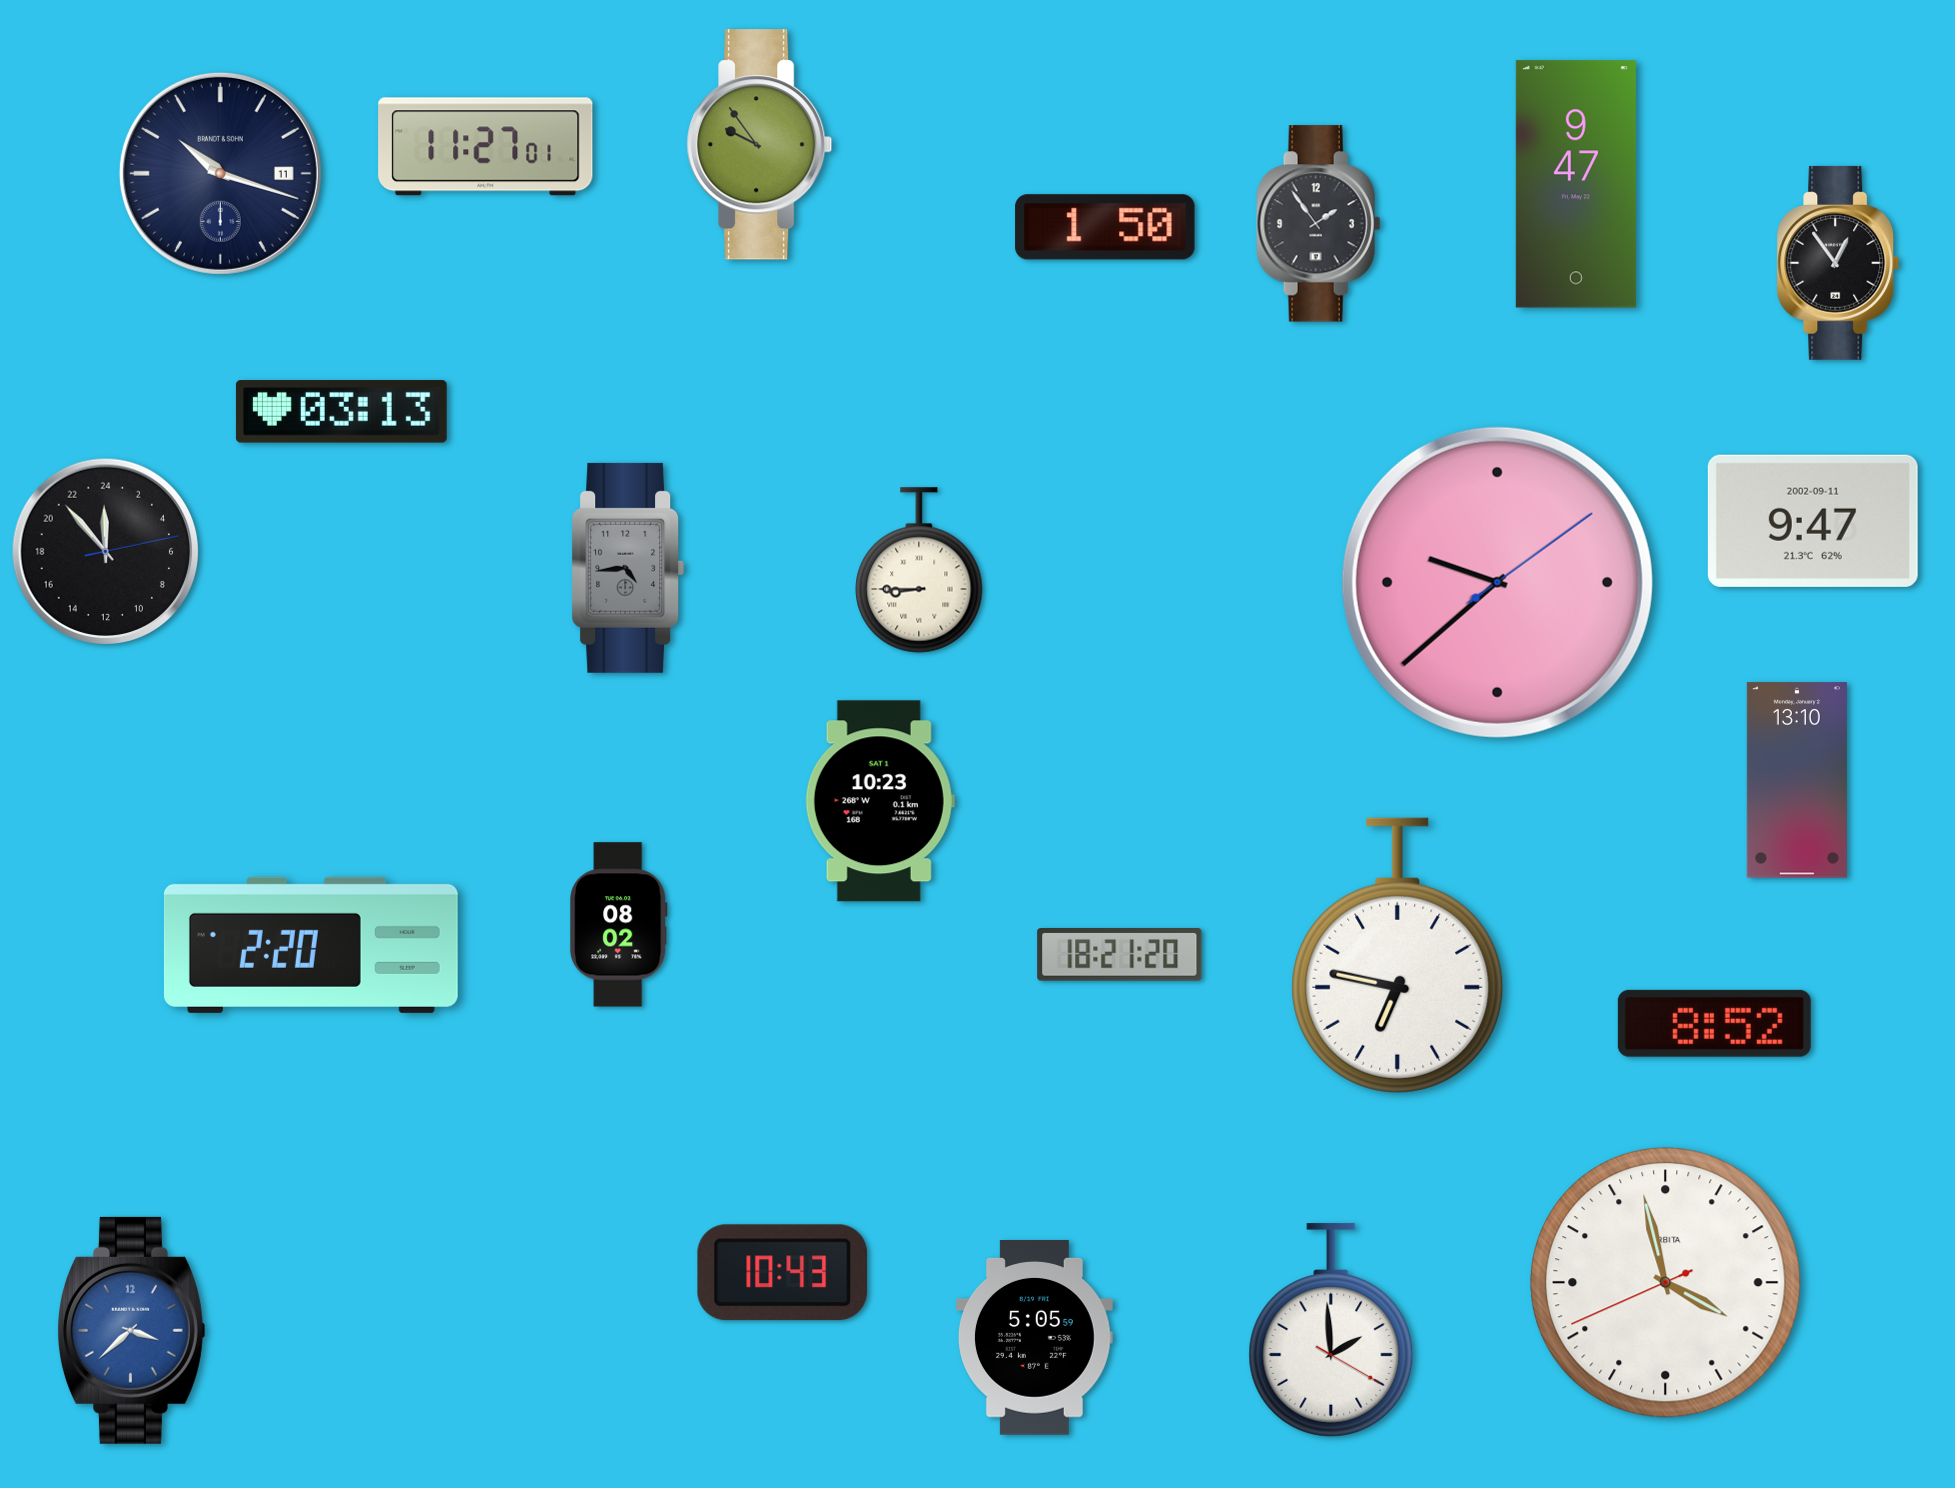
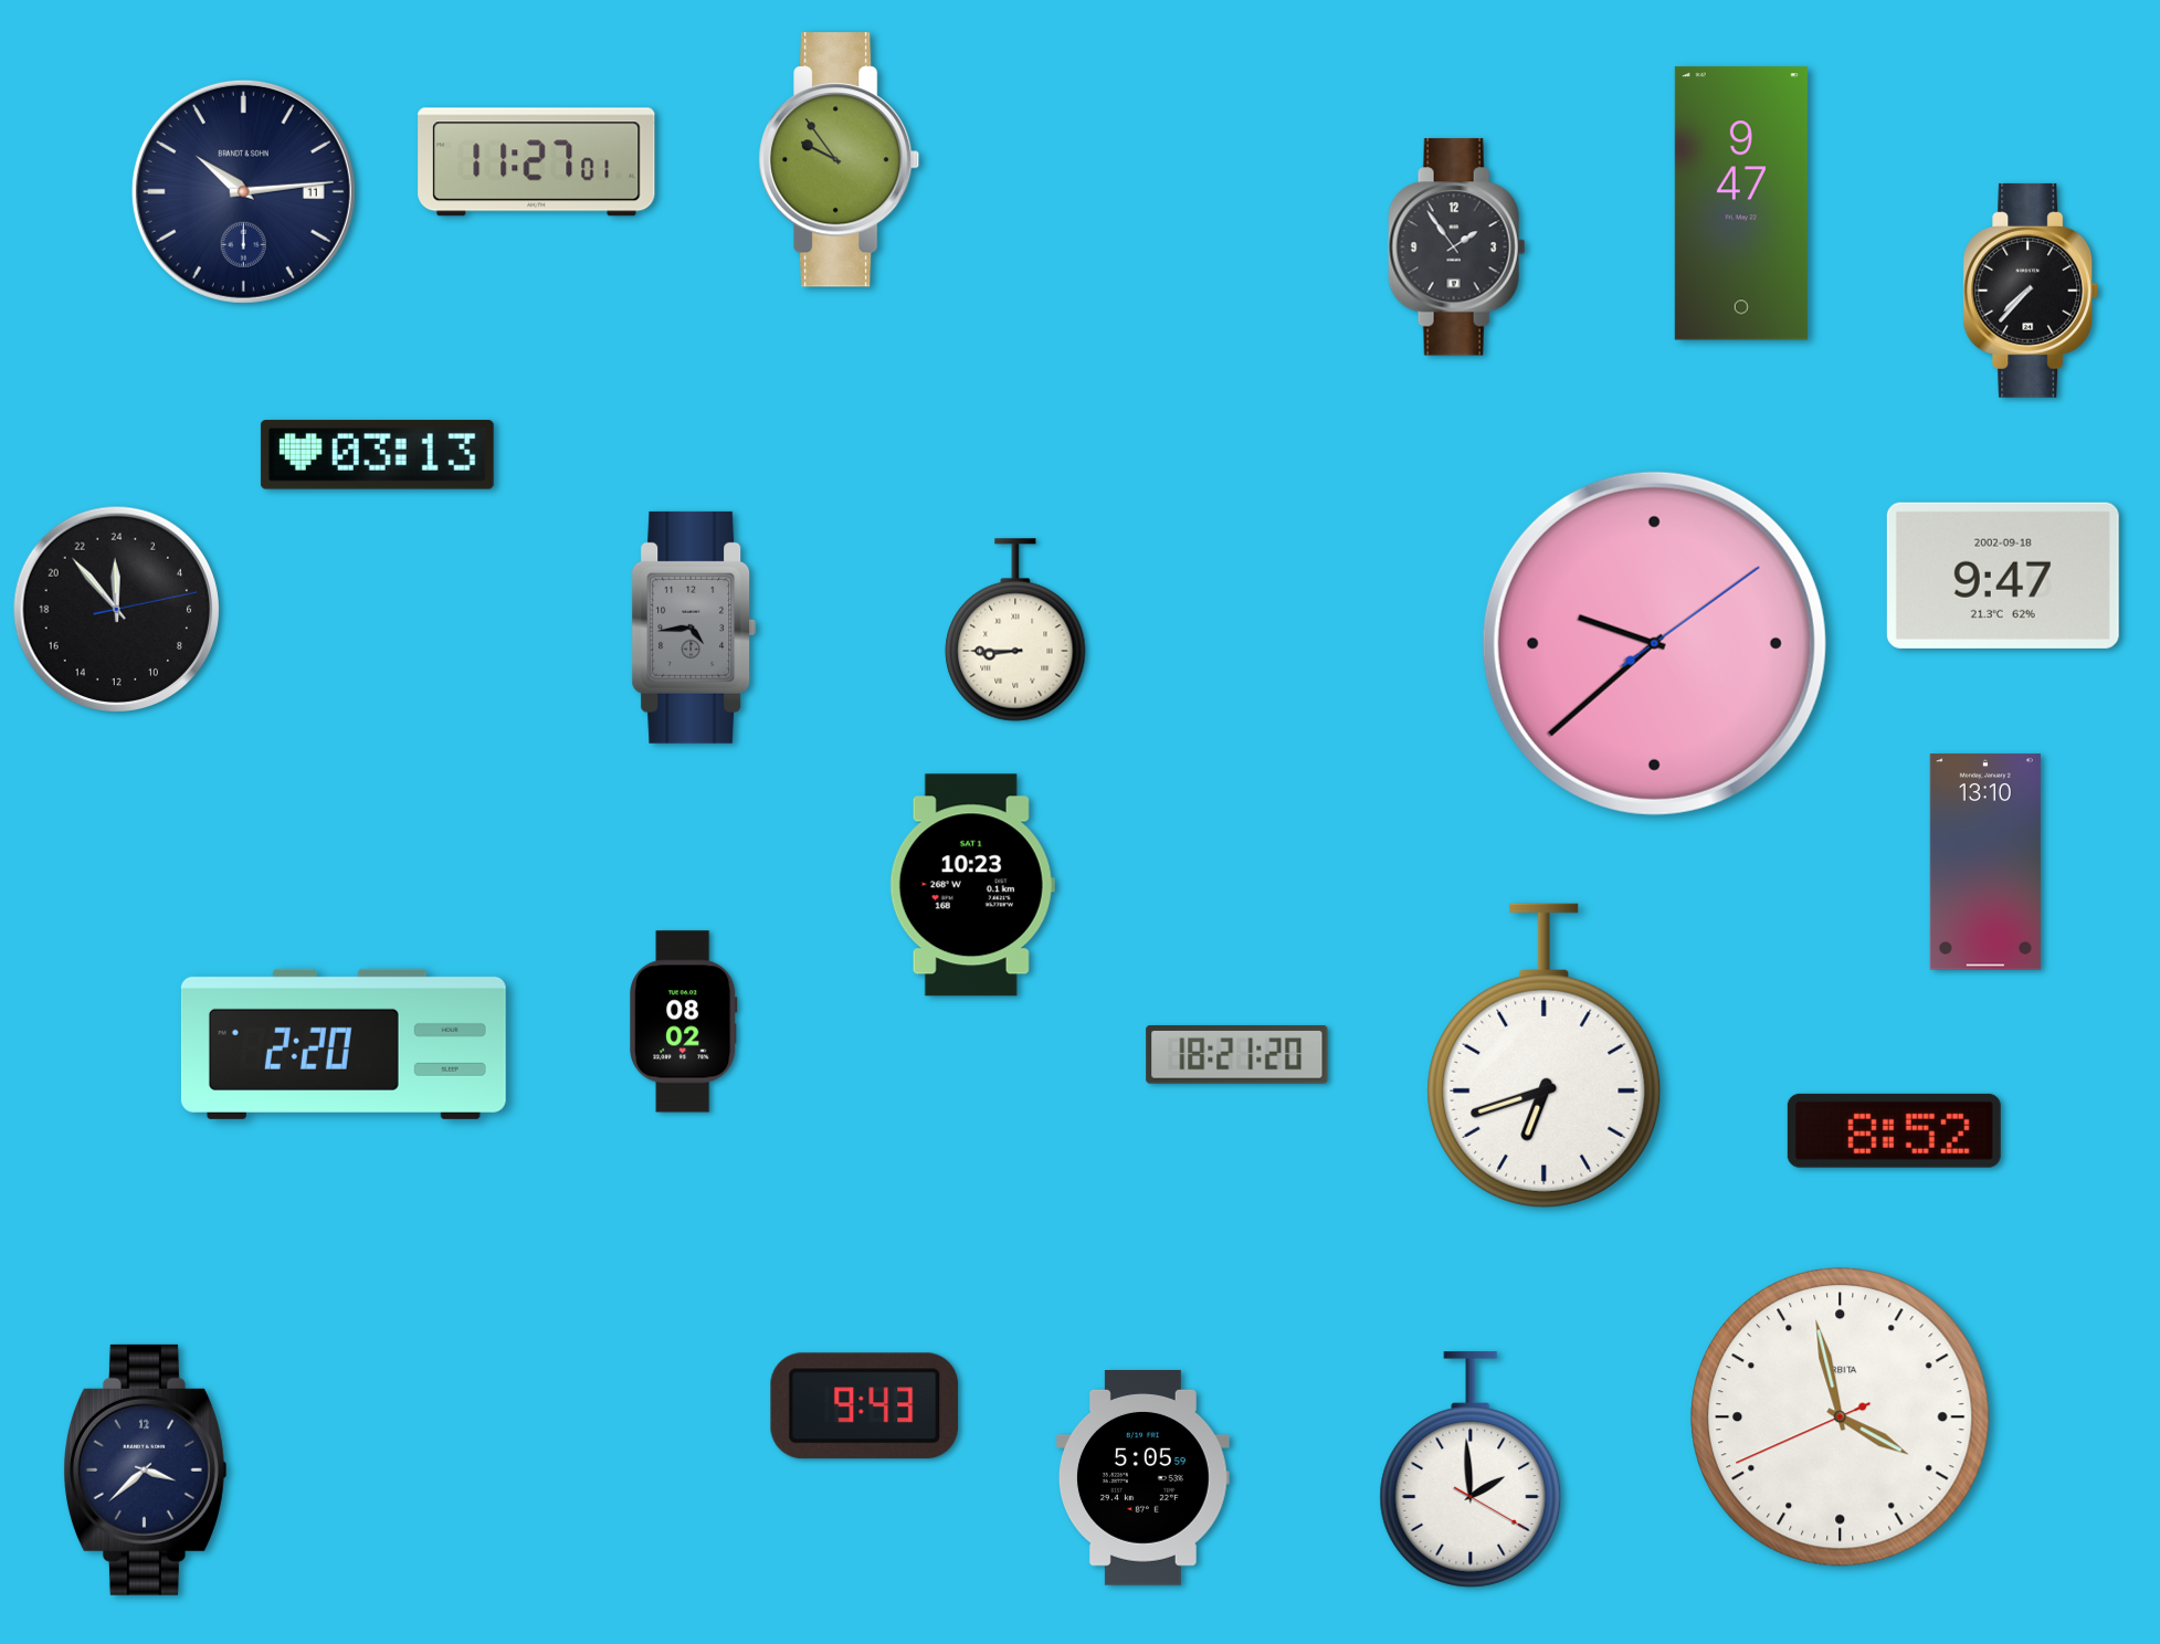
clock at (220, 173): 10:18 -> 10:14
clock at (1105, 227): 1:50 -> none
clock at (1838, 263): 12:54 -> 7:37
clock at (1813, 521) date: 2002-09-11 -> 2002-09-18
clock at (1398, 955): 6:47 -> 6:42
clock at (783, 1273): 10:43 -> 9:43
clock at (131, 1330) dial: blue -> navy
